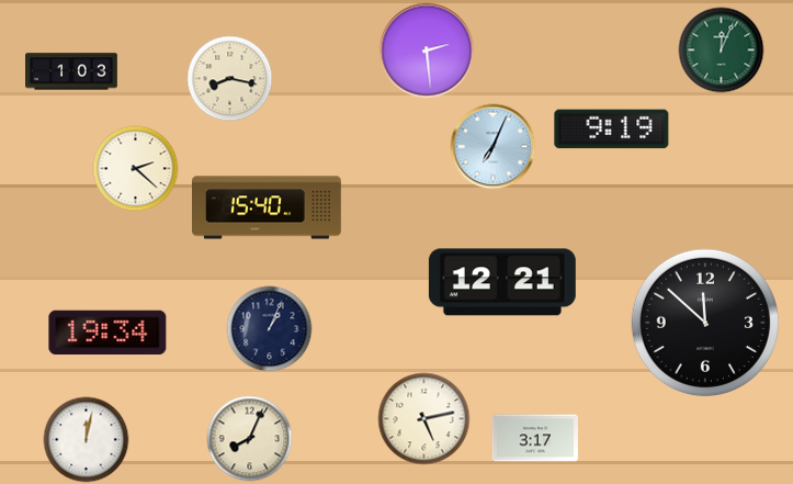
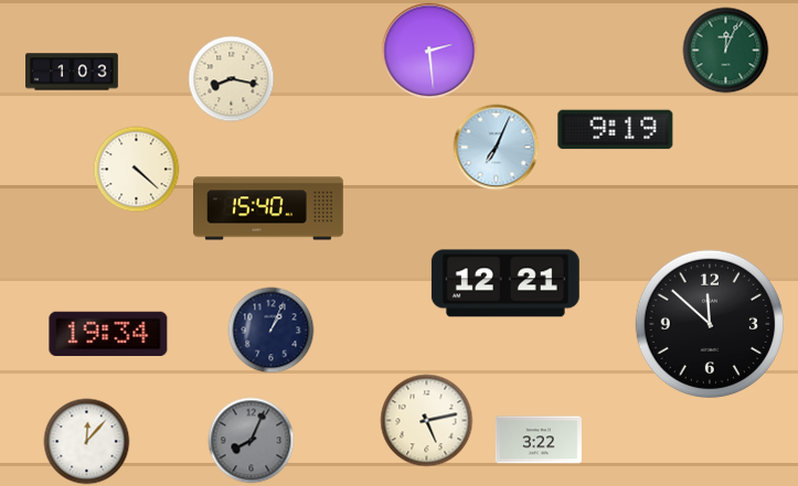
clock at (135, 168): 2:22 -> 4:22
clock at (249, 438) dial: cream -> grey
clock at (535, 438): 3:17 -> 3:22
clock at (86, 439): 12:02 -> 12:07
